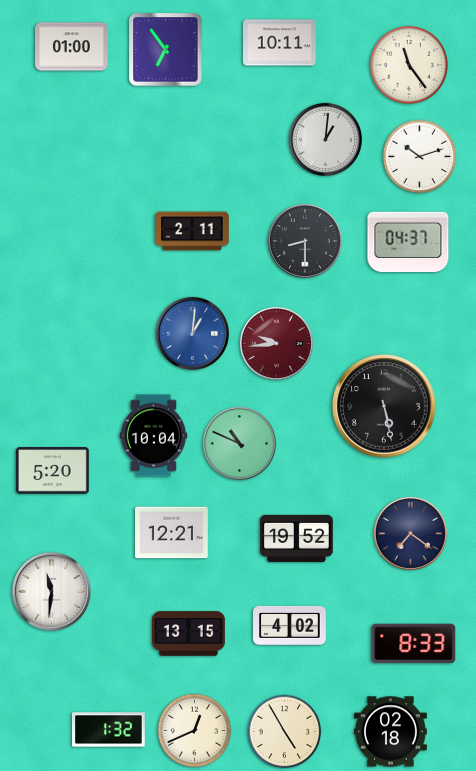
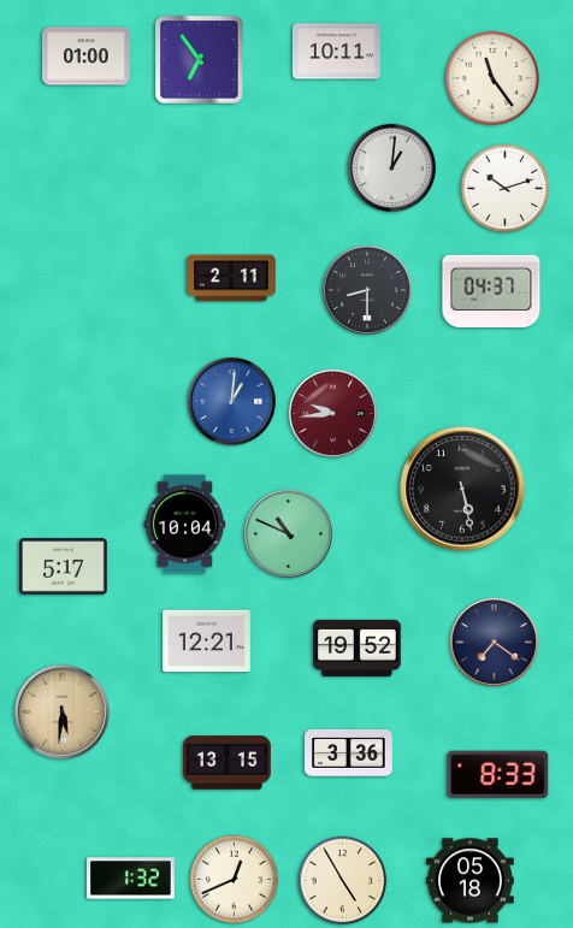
clock at (53, 471): 5:20 -> 5:17
clock at (51, 591): 11:31 -> 5:31
clock at (51, 591) dial: white -> champagne
clock at (290, 625): 4:02 -> 3:36
clock at (391, 732): 02:18 -> 05:18
